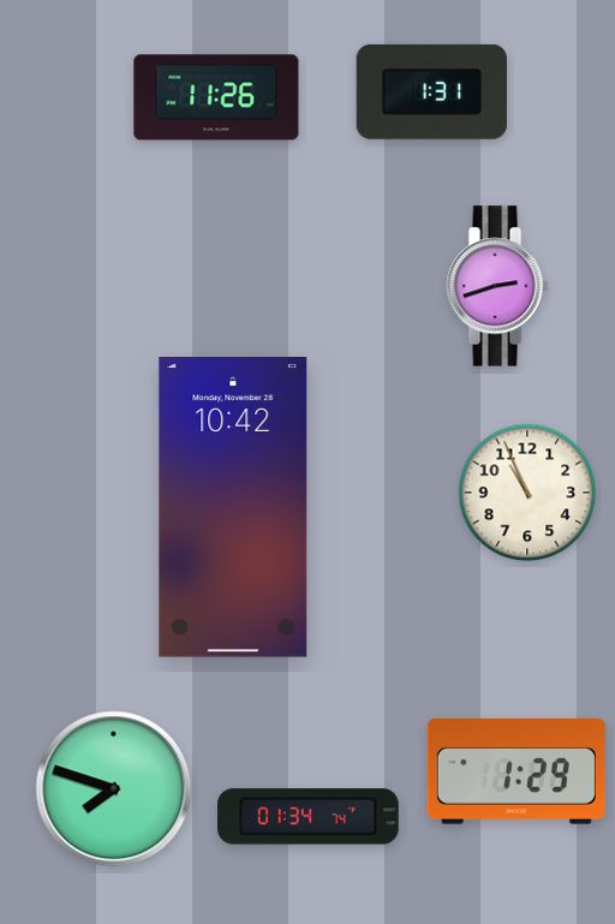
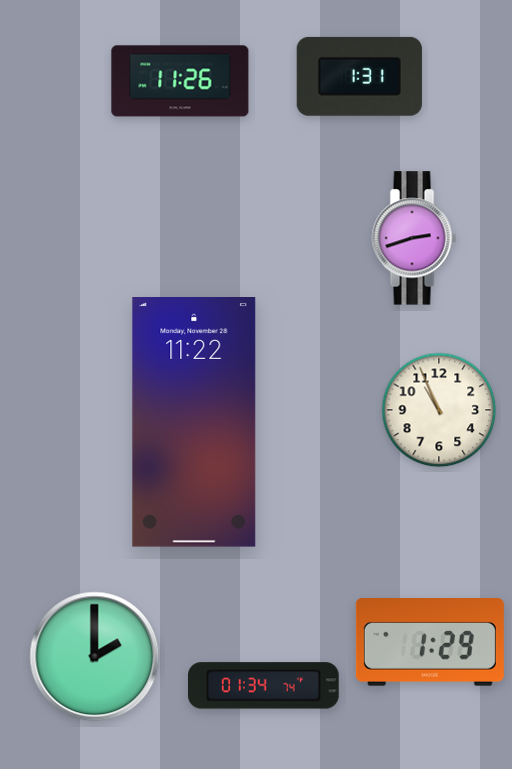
clock at (233, 508): 10:42 -> 11:22
clock at (114, 789): 7:48 -> 2:00
clock at (309, 817) position: (309, 817) -> (264, 686)
